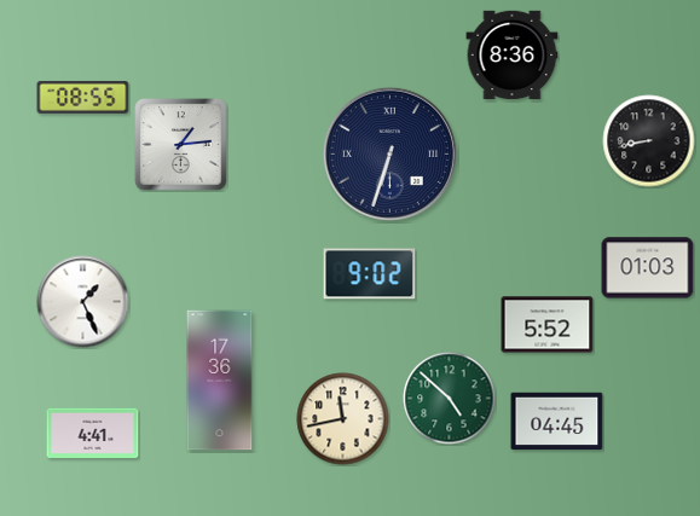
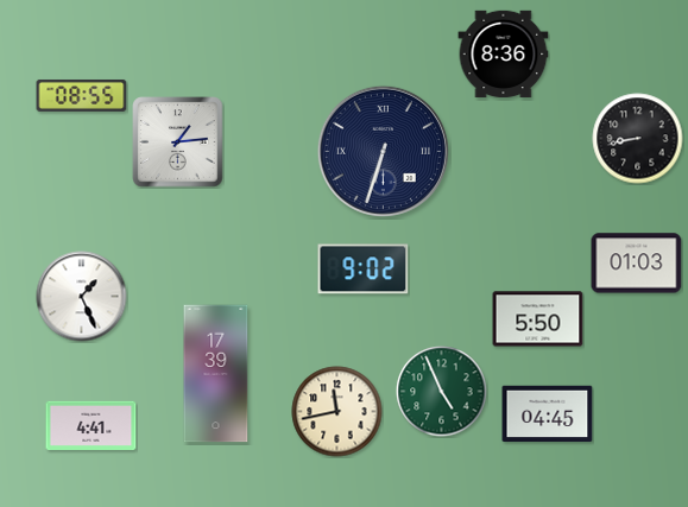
clock at (548, 325): 5:52 -> 5:50
clock at (220, 381): 17:36 -> 17:39
clock at (450, 399): 4:52 -> 4:56
